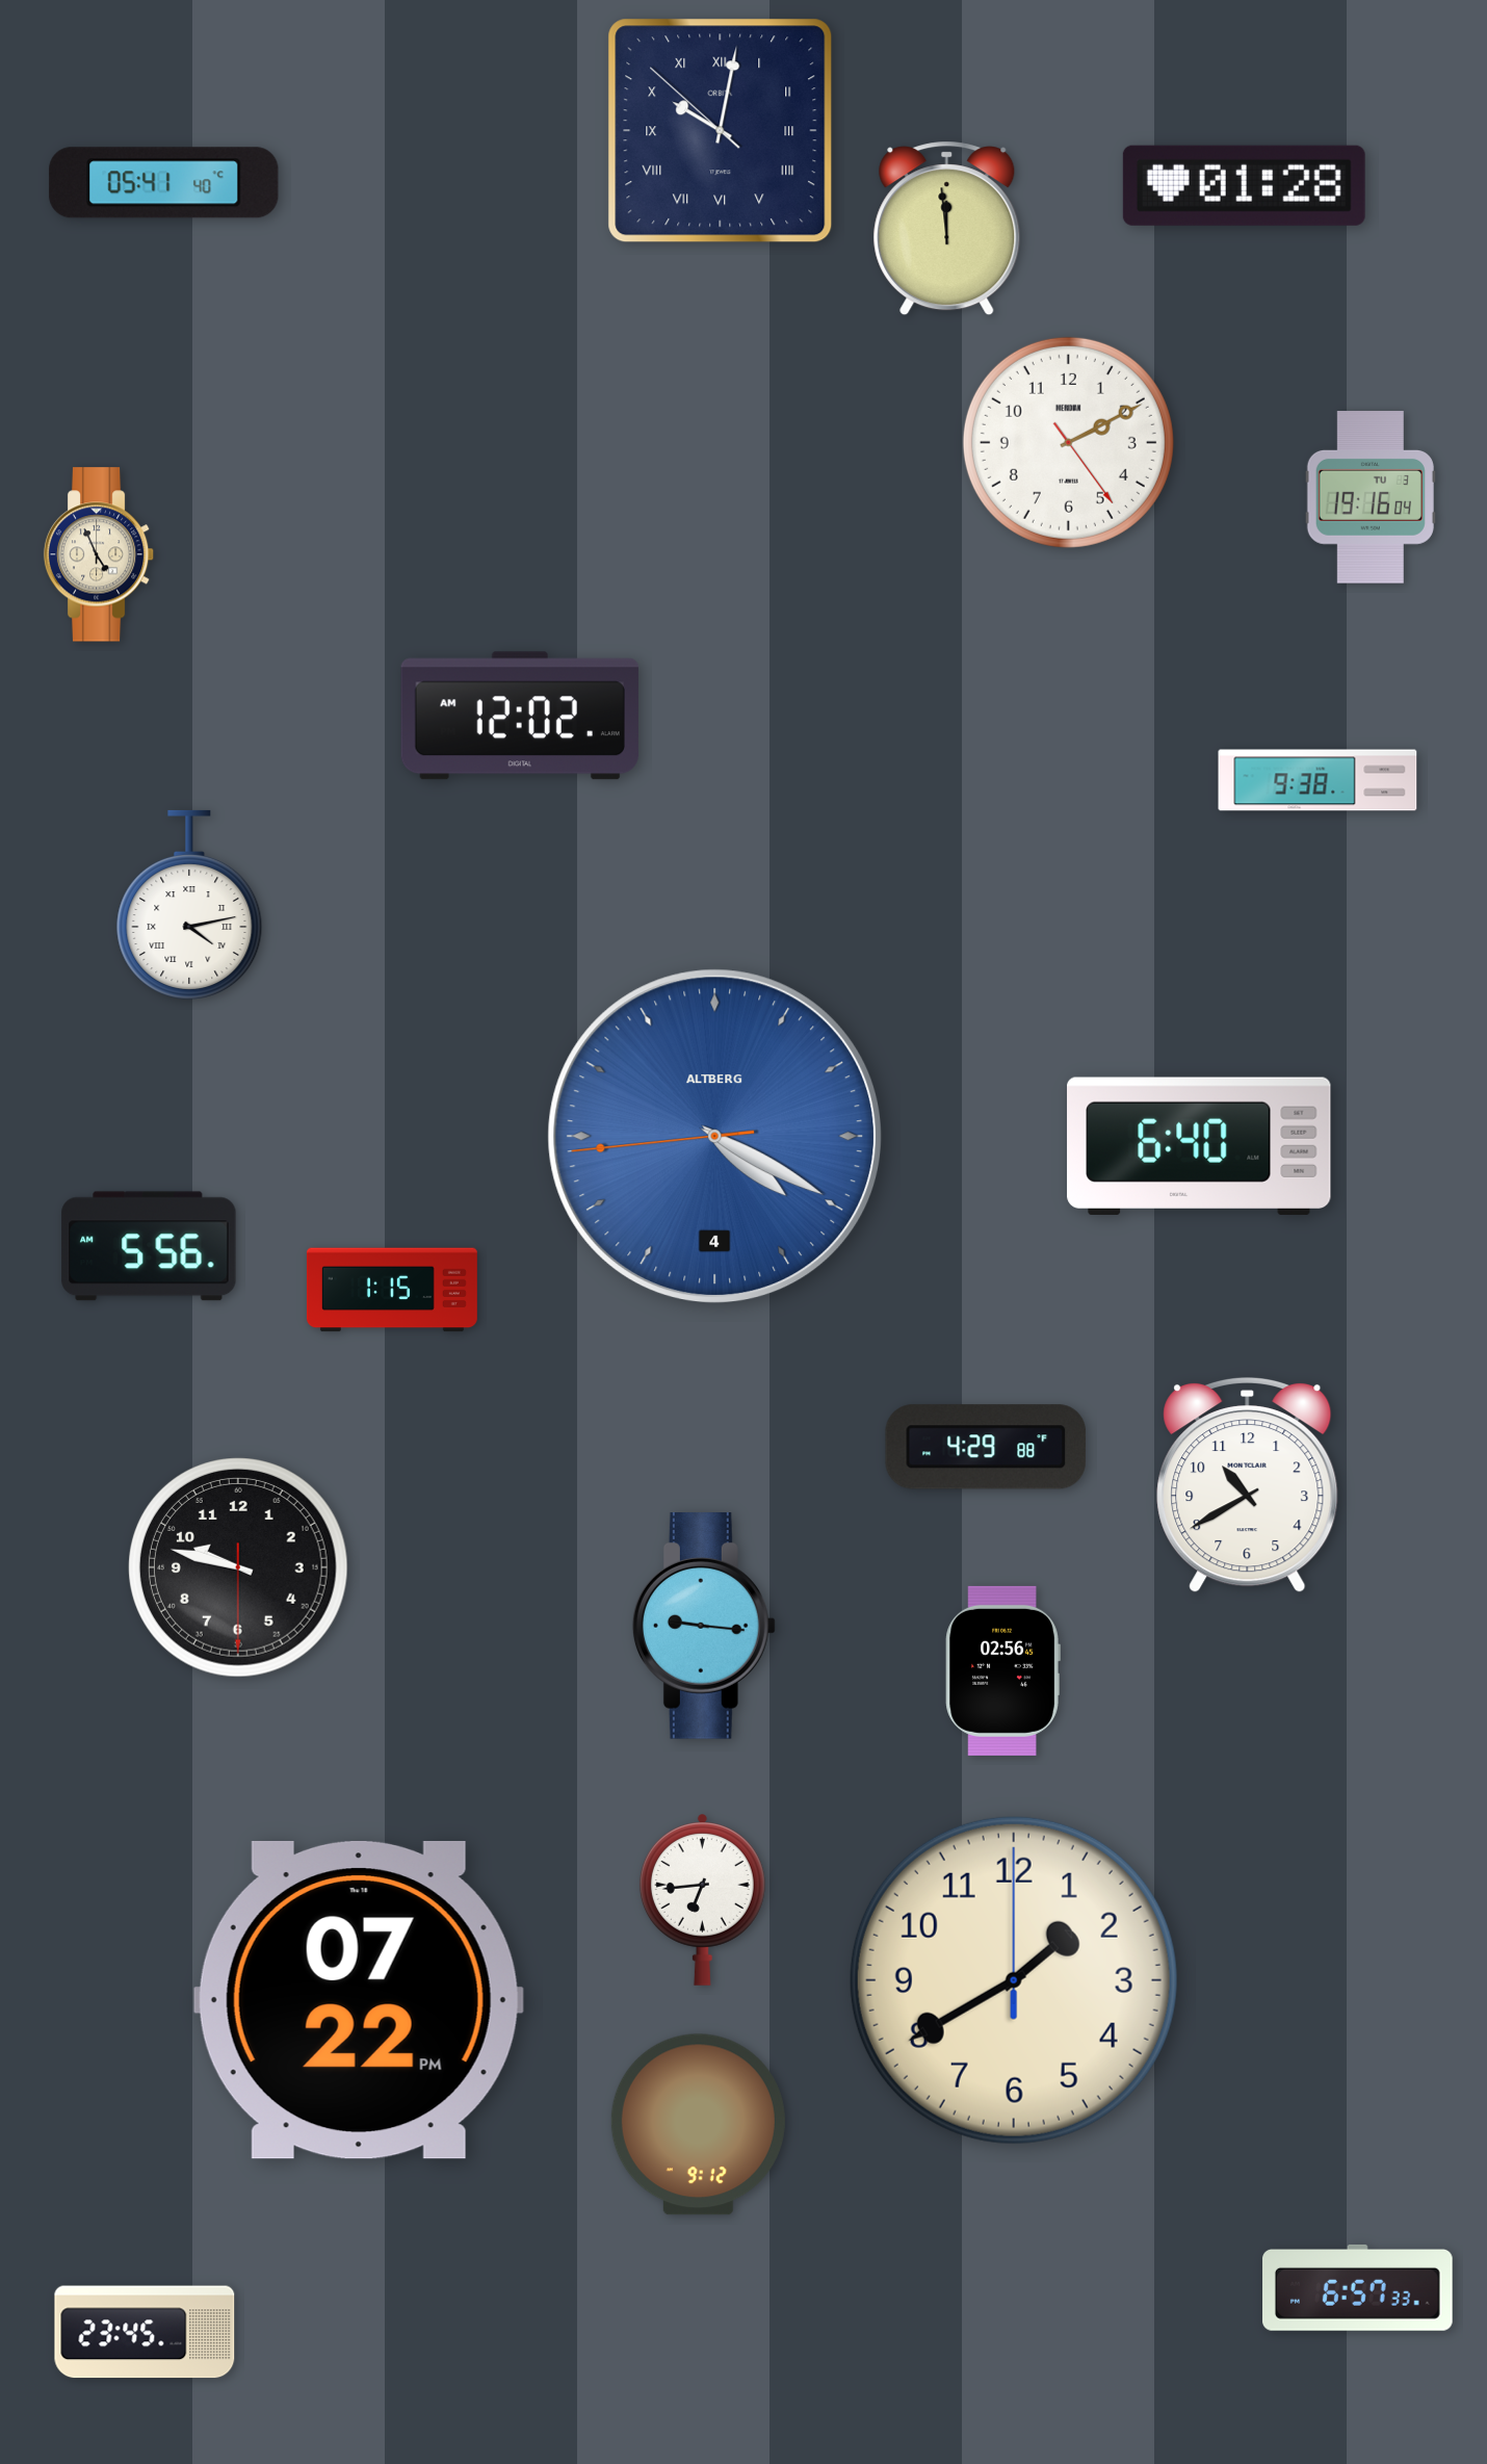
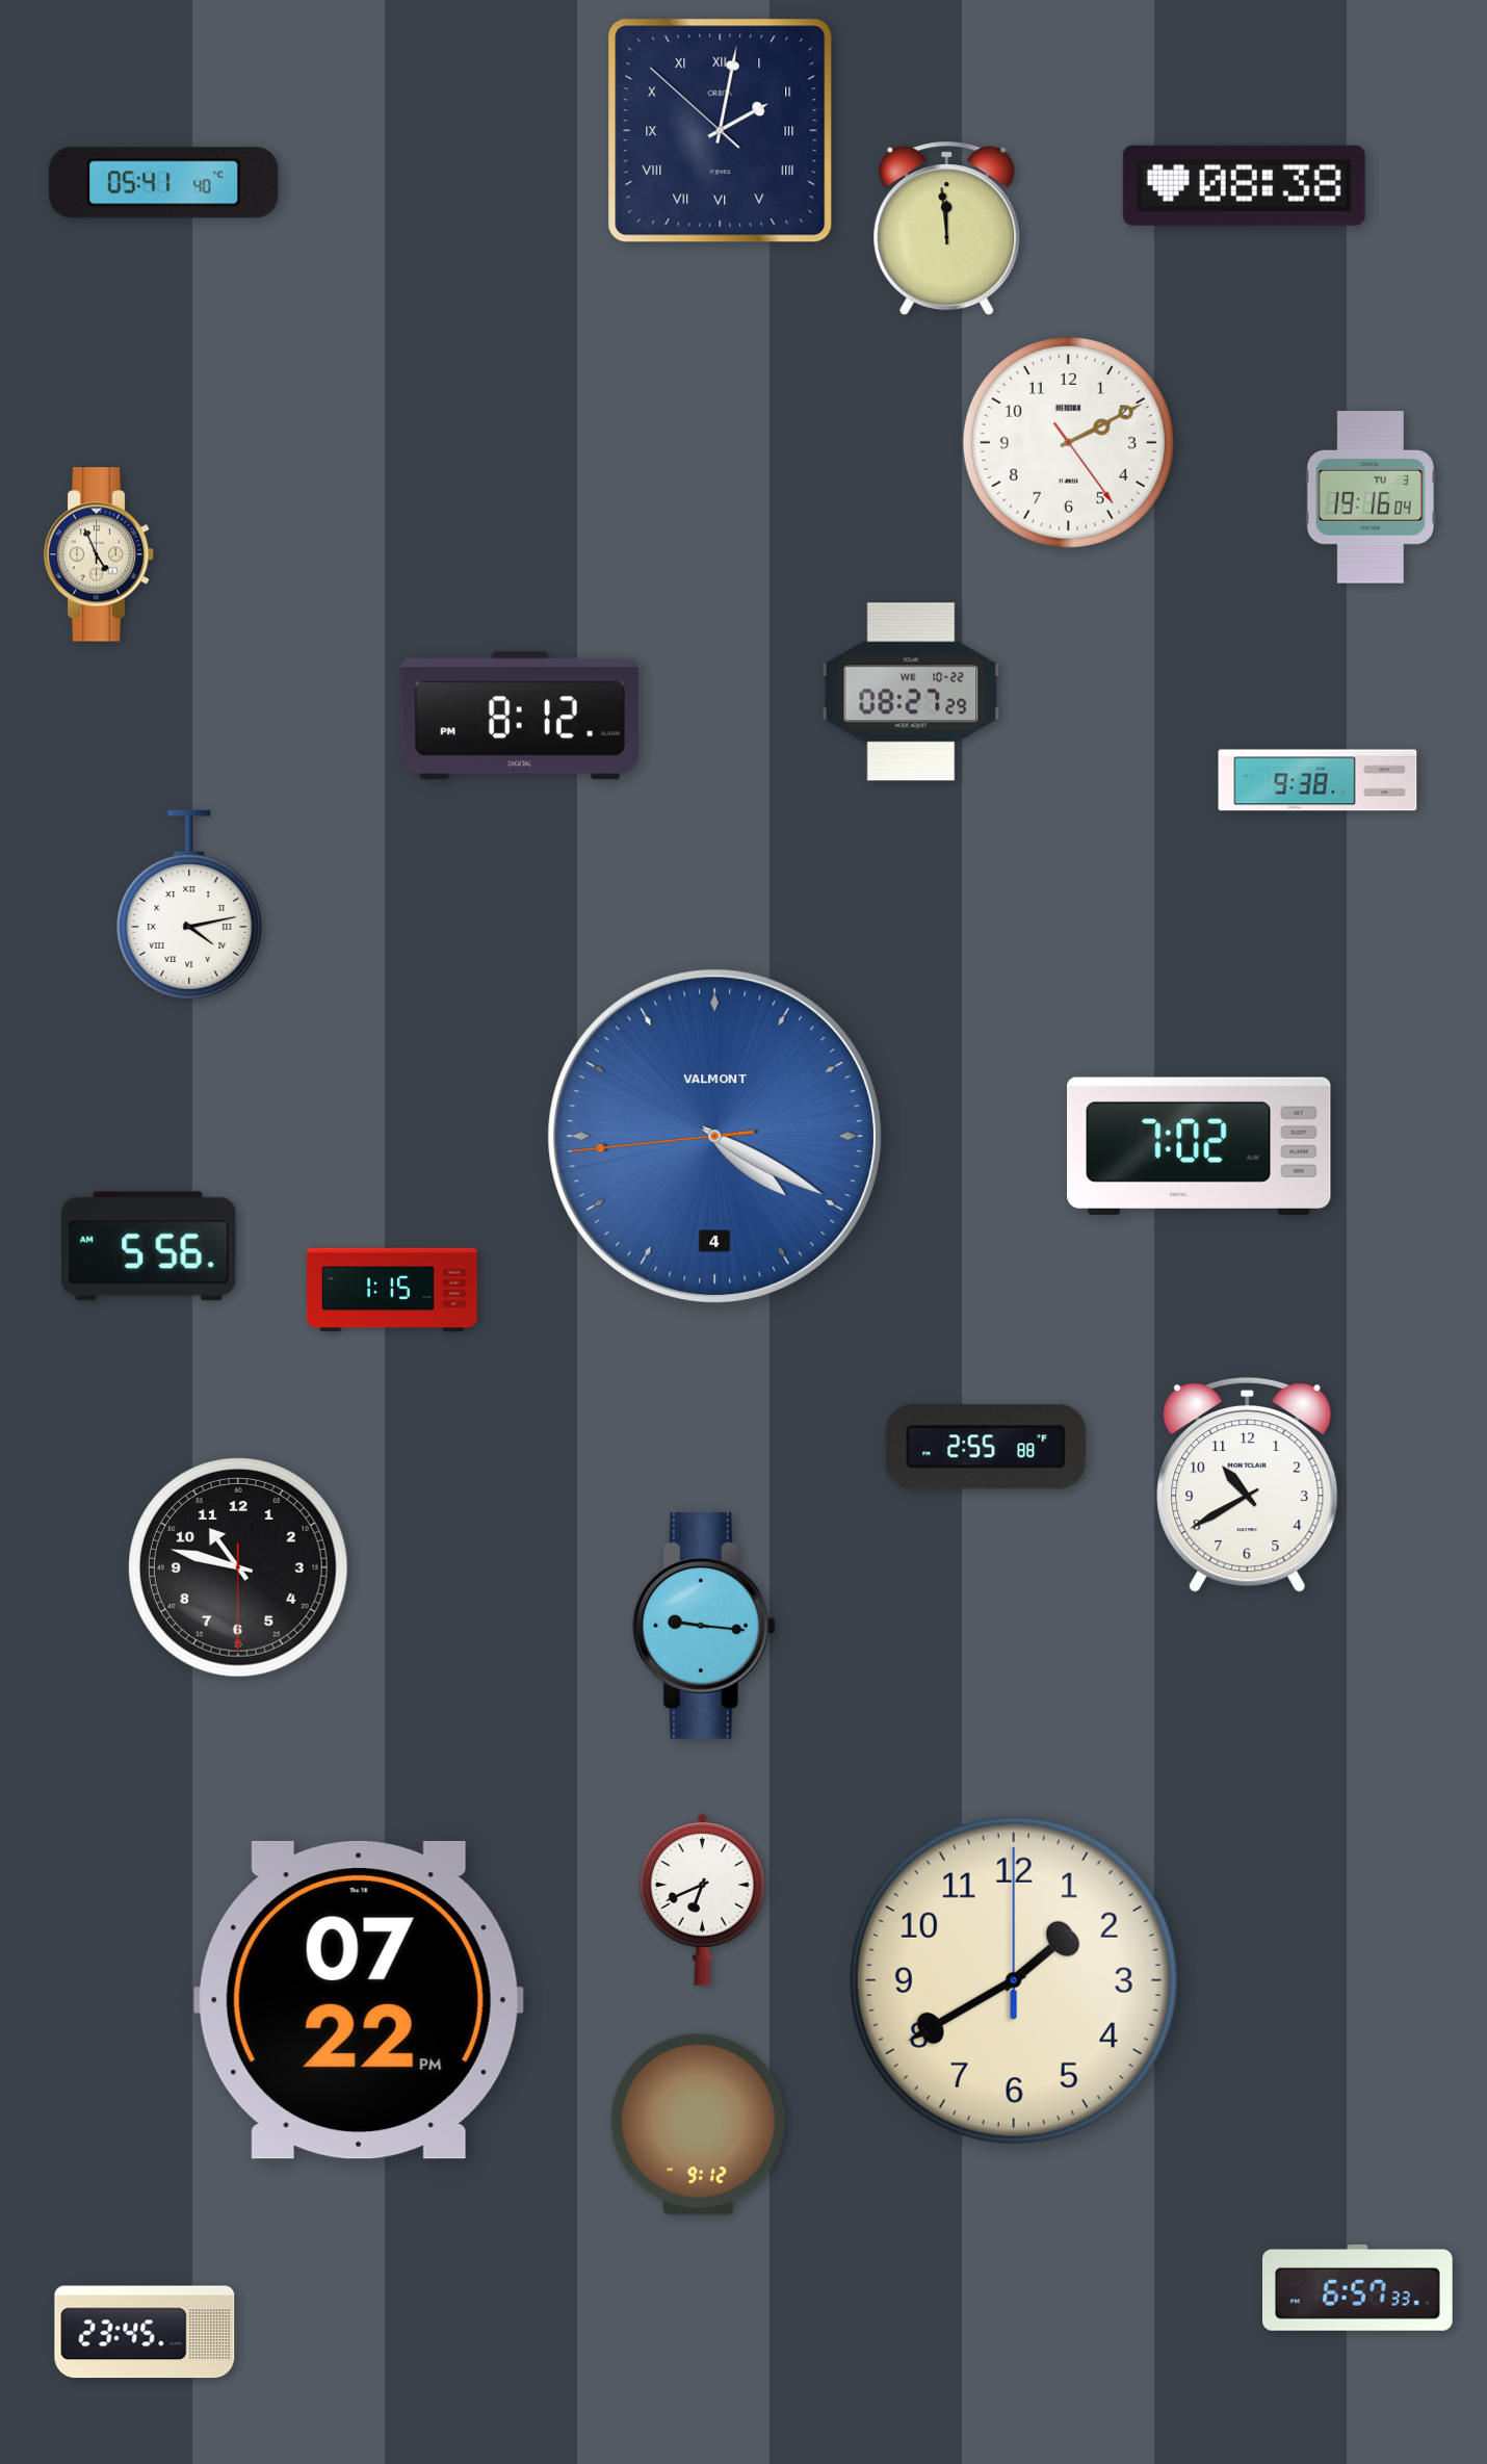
clock at (721, 131): 10:01 -> 2:01
clock at (1244, 185): 01:28 -> 08:38
clock at (911, 692): none -> 08:27
clock at (520, 716): 12:02 -> 8:12
clock at (715, 1137) brand: ALTBERG -> VALMONT
clock at (1199, 1146): 6:40 -> 7:02
clock at (986, 1447): 4:29 -> 2:55
clock at (239, 1568): 9:47 -> 10:47
clock at (1002, 1670): 02:56 -> none
clock at (702, 1900): 6:44 -> 6:41
